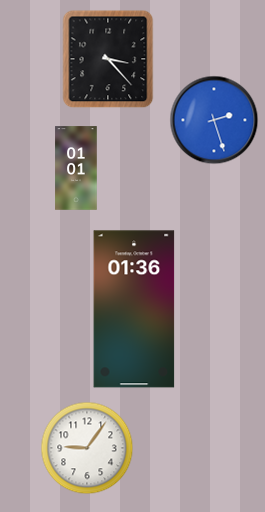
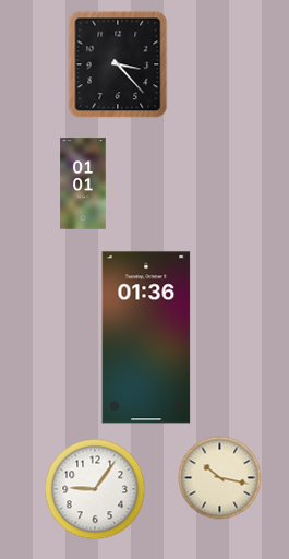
clock at (214, 120): 2:27 -> none
clock at (220, 478): none -> 10:17
